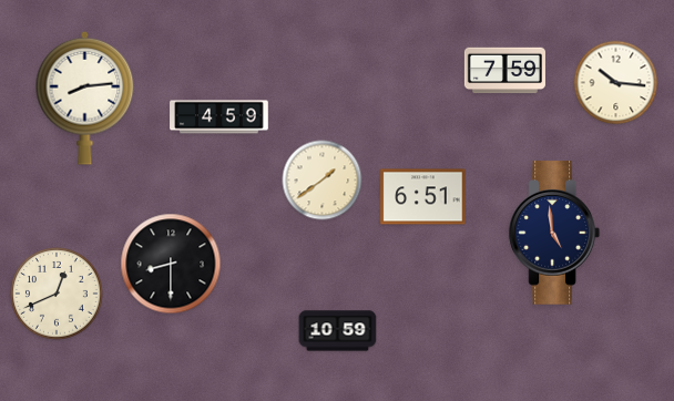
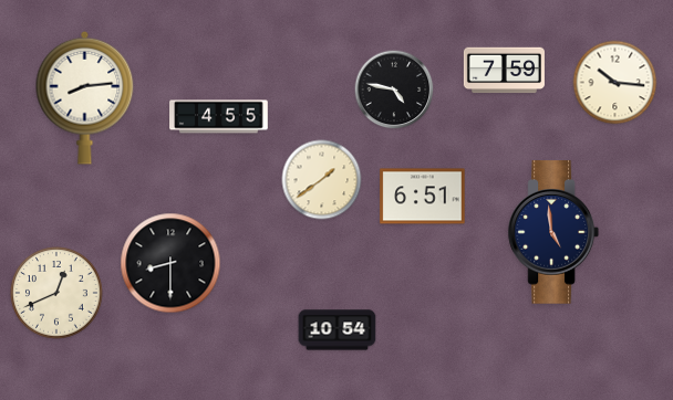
clock at (394, 90): none -> 4:47
clock at (219, 117): 4:59 -> 4:55
clock at (338, 331): 10:59 -> 10:54
